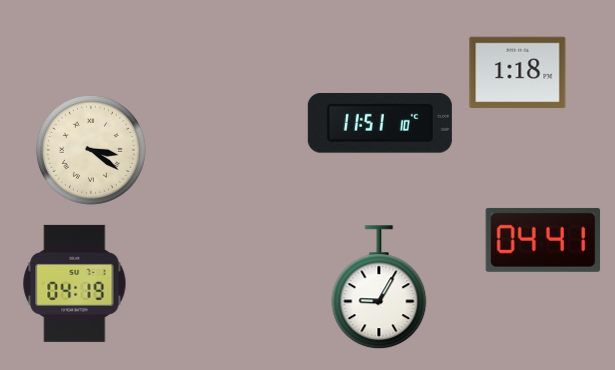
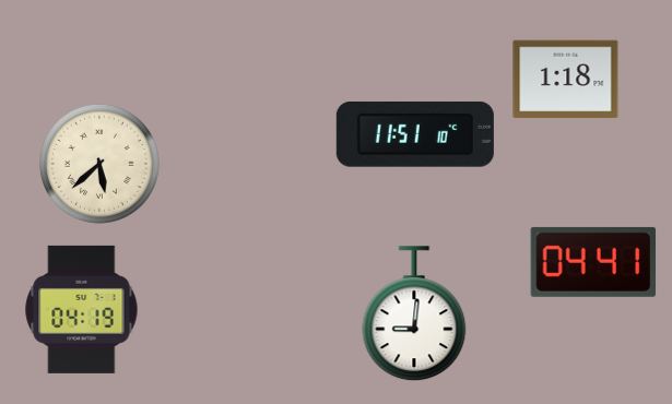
clock at (91, 150): 3:21 -> 5:38
clock at (379, 288): 9:05 -> 9:01
